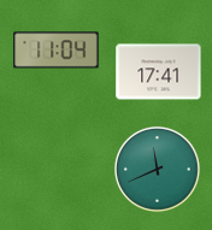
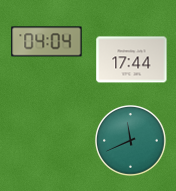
clock at (57, 51): 11:04 -> 04:04
clock at (159, 72): 17:41 -> 17:44
